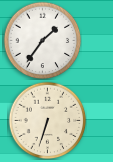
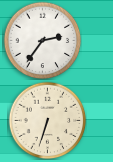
clock at (42, 40): 1:36 -> 2:36
